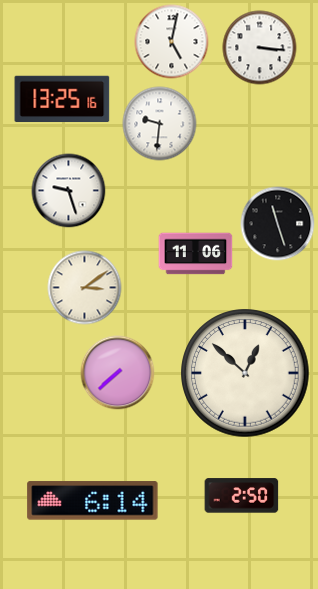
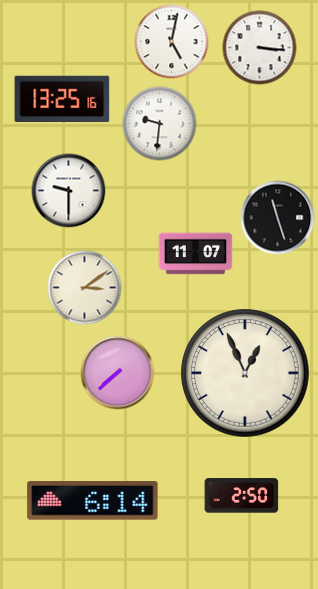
clock at (69, 191): 9:27 -> 9:30
clock at (278, 224) position: (278, 224) -> (278, 218)
clock at (196, 254): 11:06 -> 11:07
clock at (245, 373): 12:52 -> 12:56
